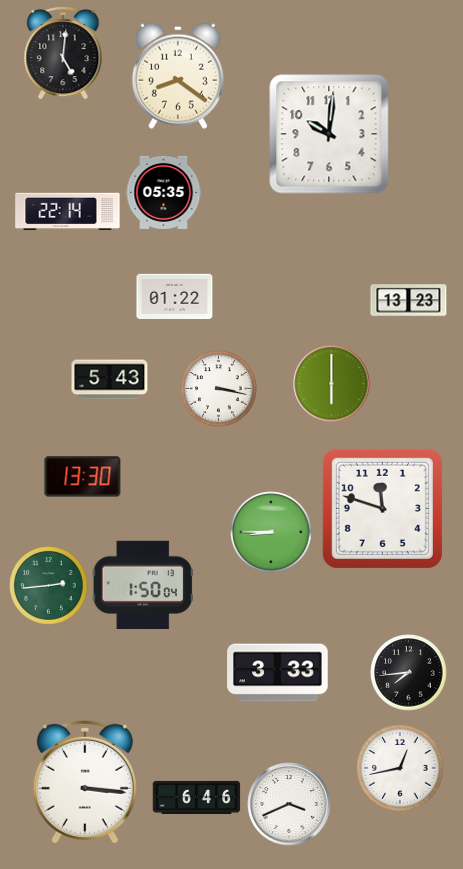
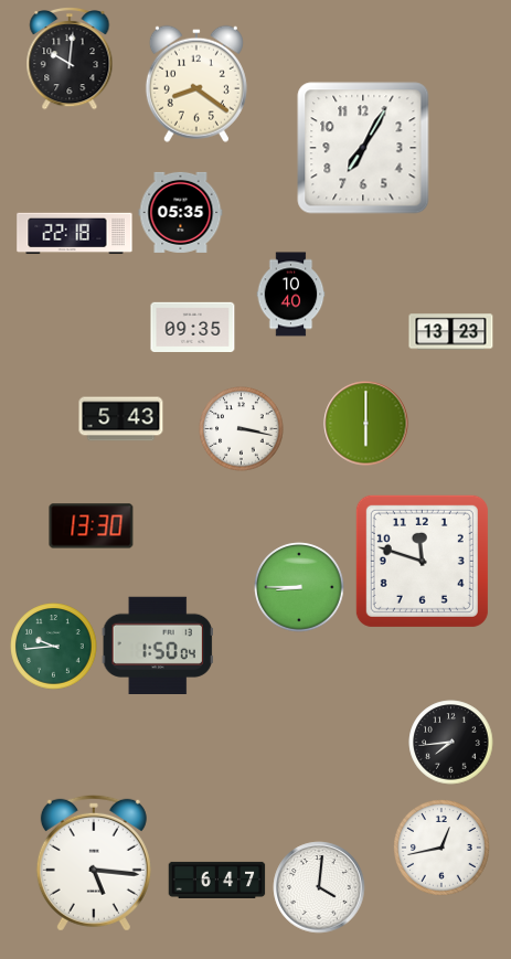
clock at (63, 53): 5:01 -> 10:01
clock at (329, 134): 10:01 -> 7:05
clock at (68, 212): 22:14 -> 22:18
clock at (291, 295): none -> 10:40
clock at (175, 296): 01:22 -> 09:35
clock at (49, 586): 2:44 -> 9:44
clock at (278, 673): 3:33 -> none
clock at (85, 782): 3:16 -> 5:16
clock at (197, 797): 6:46 -> 6:47
clock at (289, 804): 3:41 -> 4:01
